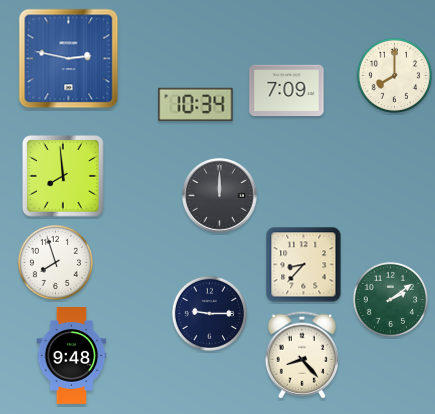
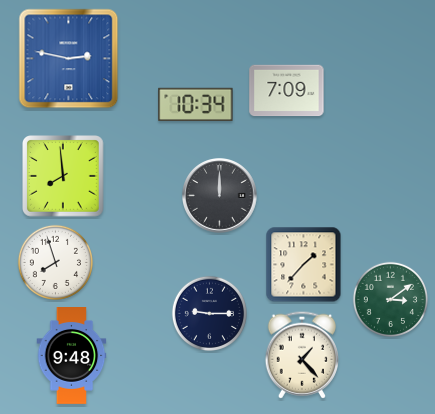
clock at (394, 75): 8:00 -> none
clock at (304, 265): 8:37 -> 1:37
clock at (390, 299): 2:09 -> 3:09
clock at (301, 355): 8:23 -> 1:23
